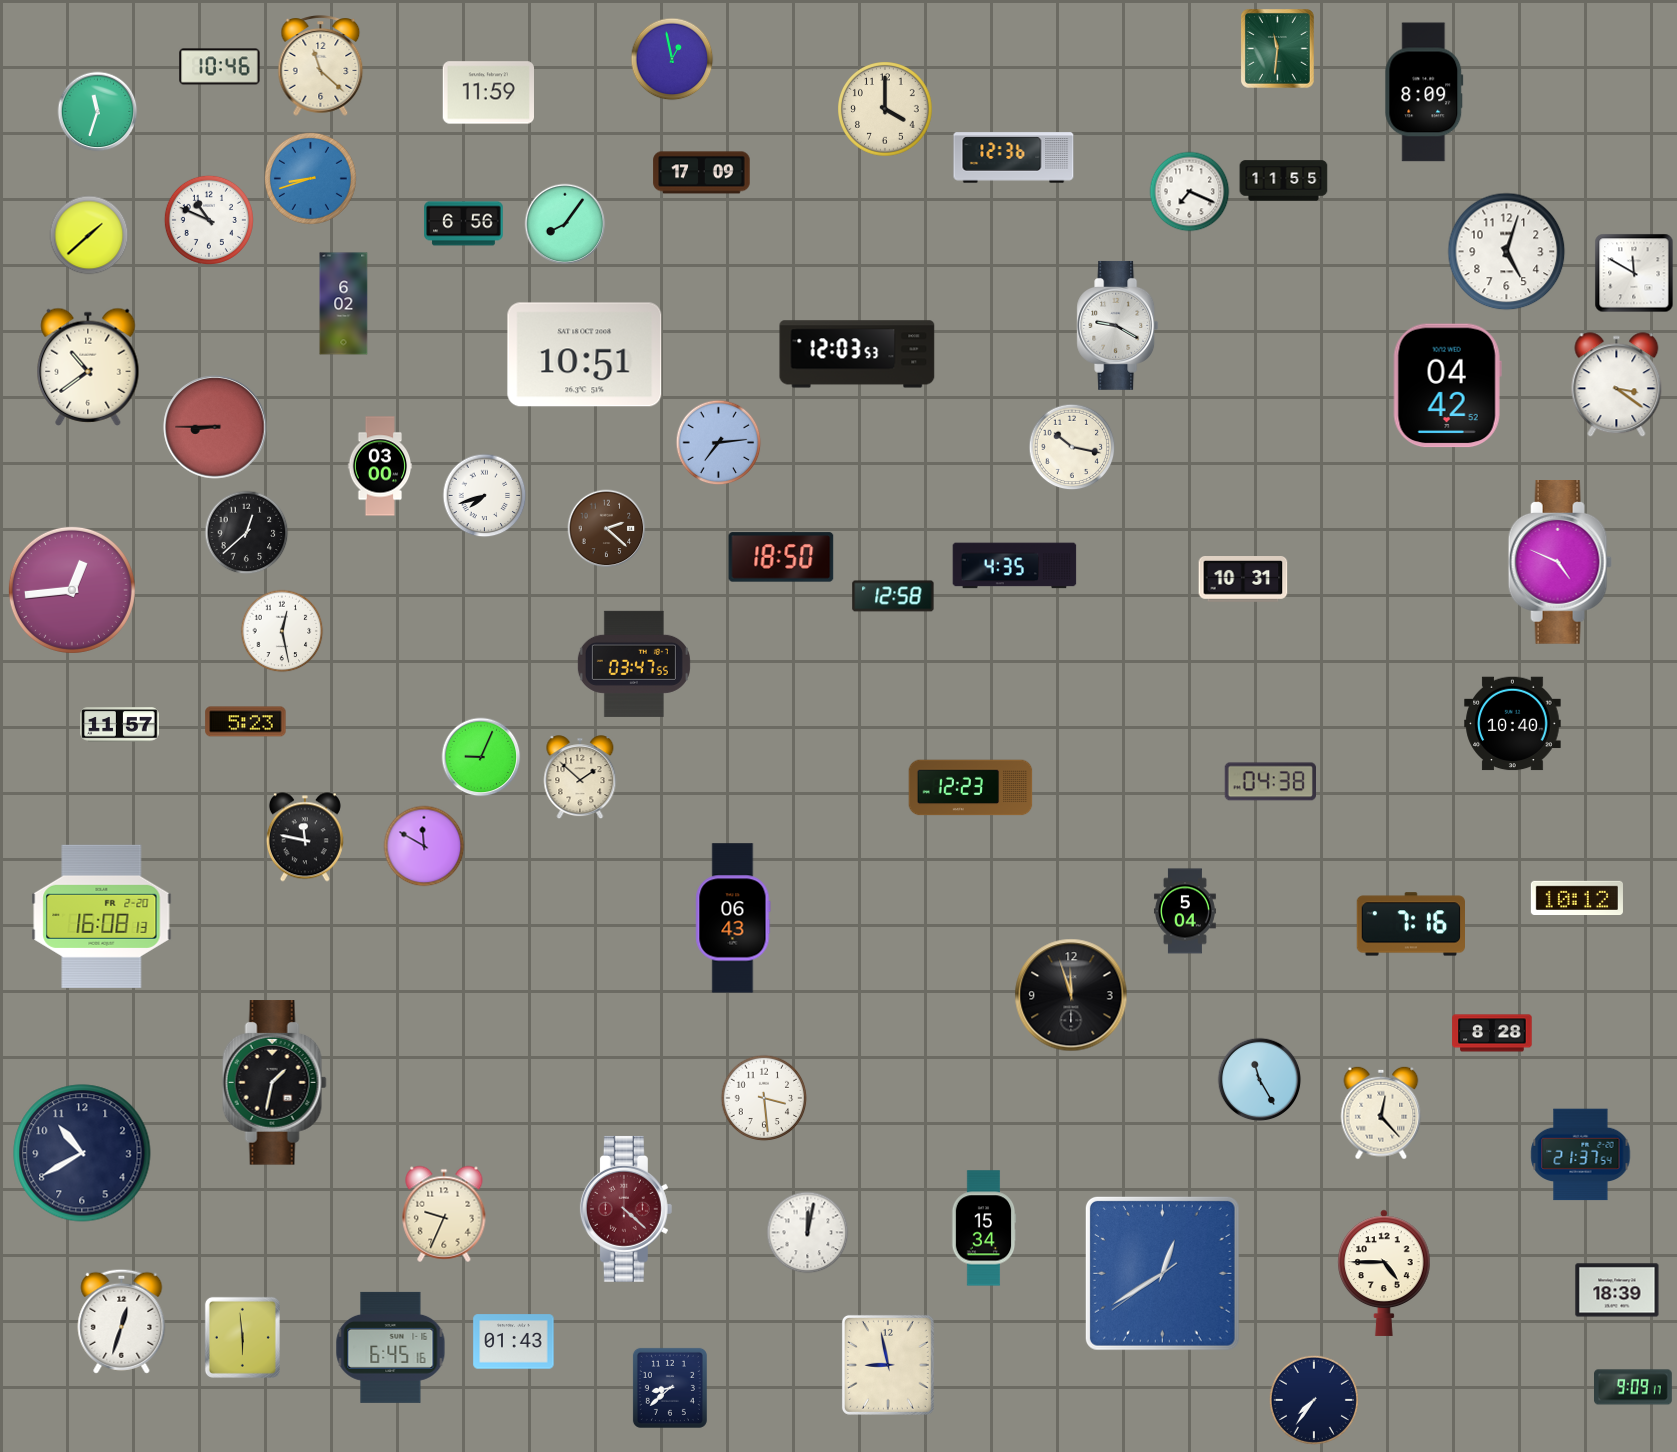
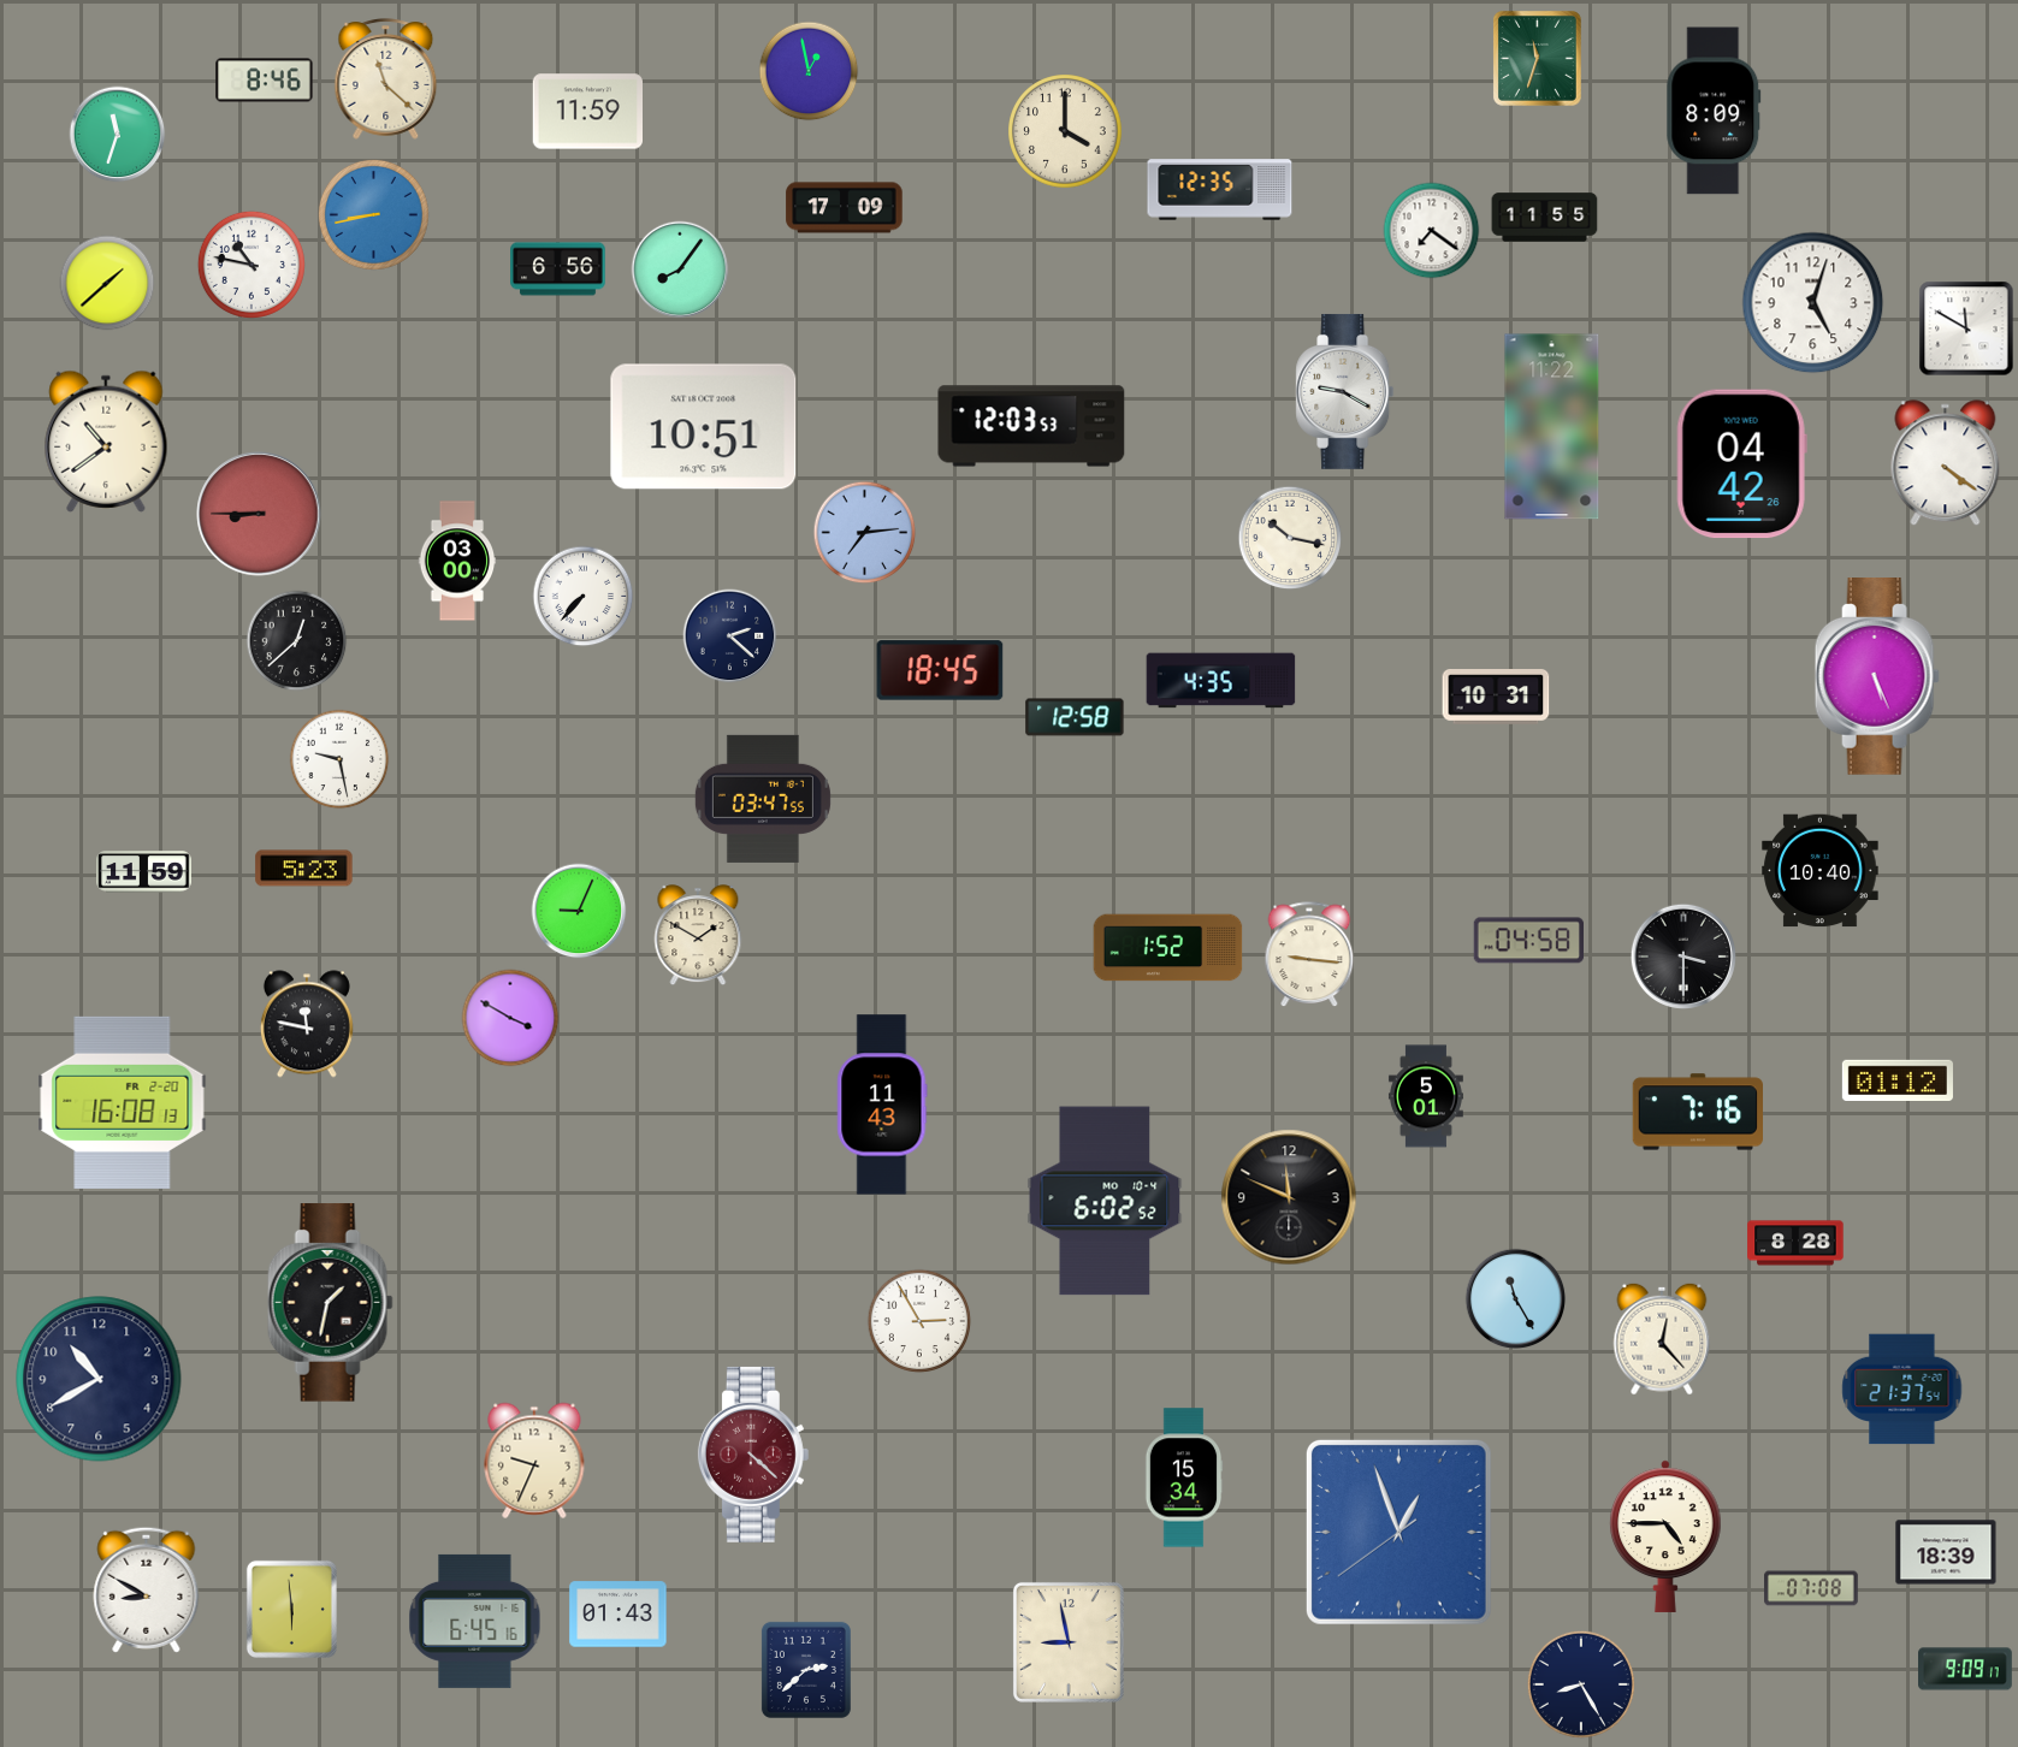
clock at (1278, 49): 11:31 -> 11:33
clock at (220, 67): 10:46 -> 8:46
clock at (1014, 158): 12:36 -> 12:35
clock at (310, 178): 8:42 -> 8:43
clock at (1190, 192): 7:19 -> 7:21
clock at (209, 220): 10:49 -> 10:47
clock at (344, 304): 6:02 -> none
clock at (1552, 427): none -> 11:22
clock at (1617, 385): 3:21 -> 4:21
clock at (1447, 386): 04:42:52 -> 04:42:26
clock at (485, 496): 7:42 -> 7:37
clock at (607, 529) dial: brown -> navy
clock at (781, 557): 18:50 -> 18:45
clock at (1560, 563): 4:49 -> 5:26
clock at (72, 590): 12:44 -> none
clock at (282, 631): 12:28 -> 9:28
clock at (246, 722) position: (246, 722) -> (304, 869)
clock at (120, 725): 11:57 -> 11:59
clock at (580, 778): 1:52 -> 1:50
clock at (1270, 782): 04:38 -> 04:58
clock at (971, 788): 12:23 -> 1:52
clock at (1309, 955): none -> 9:16
clock at (1683, 957): none -> 3:30
clock at (305, 837) position: (305, 837) -> (307, 1024)
clock at (424, 846): 11:50 -> 3:50
clock at (1577, 897): 10:12 -> 01:12
clock at (1185, 911): 5:04 -> 5:01
clock at (733, 918): 06:43 -> 11:43
clock at (1071, 995): 11:57 -> 11:49
clock at (1105, 1201): none -> 6:02
clock at (764, 1098): 3:29 -> 2:55
clock at (82, 1153) position: (82, 1153) -> (99, 1379)
clock at (808, 1233): 12:02 -> none
clock at (1162, 1273): 12:39 -> 12:56
clock at (1385, 1273) position: (1385, 1273) -> (1667, 1536)
clock at (1812, 1588): none -> 07:08
clock at (122, 1321): 12:33 -> 8:50
clock at (391, 1347) position: (391, 1347) -> (475, 1621)
clock at (670, 1388): 8:38 -> 2:38
clock at (1314, 1400): 7:36 -> 8:25
